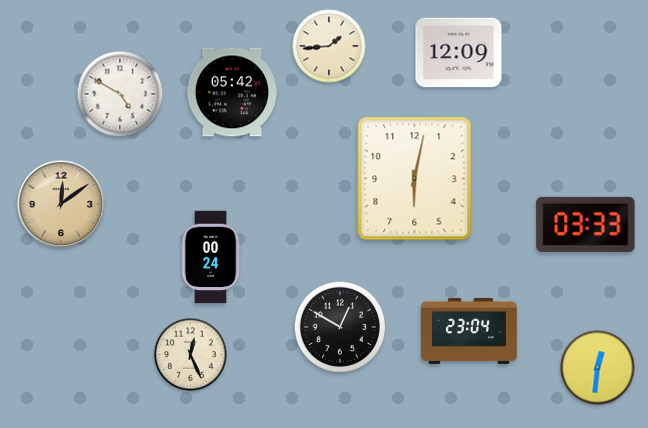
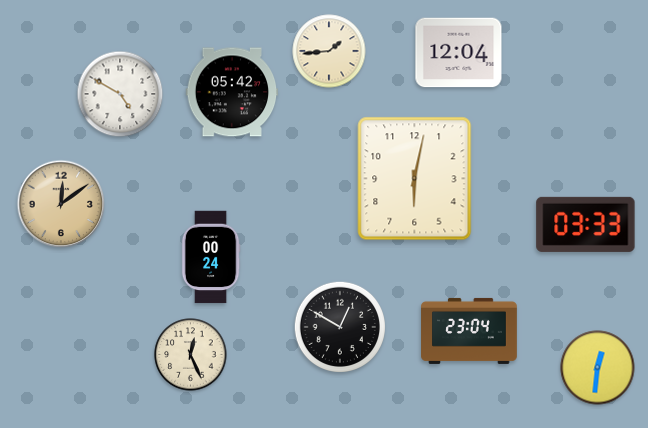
clock at (329, 46) position: (329, 46) -> (329, 51)
clock at (459, 53): 12:09 -> 12:04
